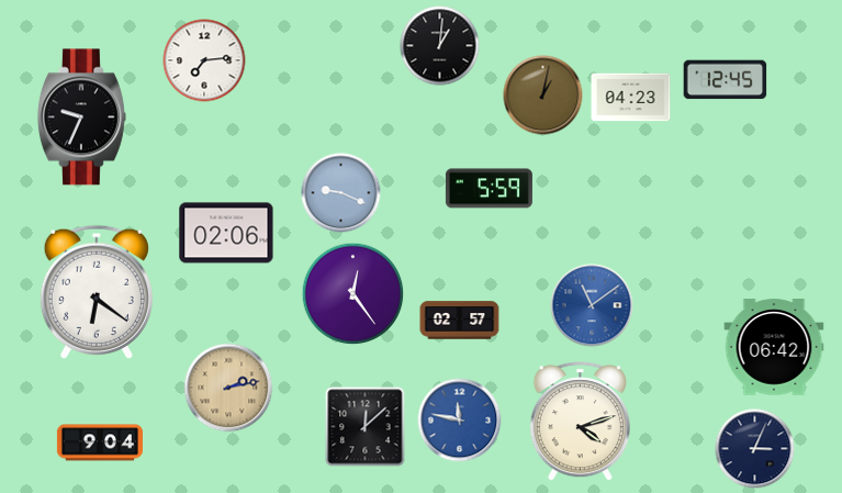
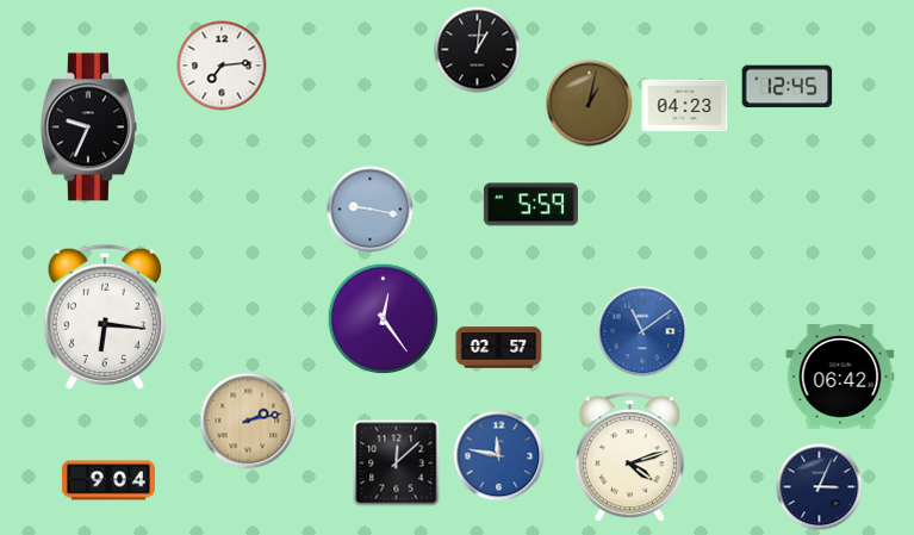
clock at (341, 193): 9:19 -> 9:17
clock at (226, 233): 02:06 -> none
clock at (97, 292): 6:21 -> 6:16
